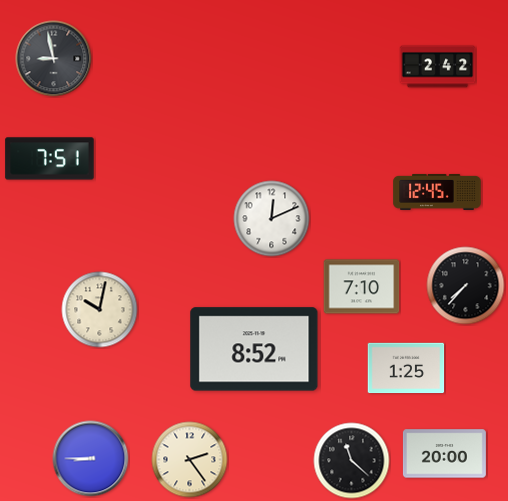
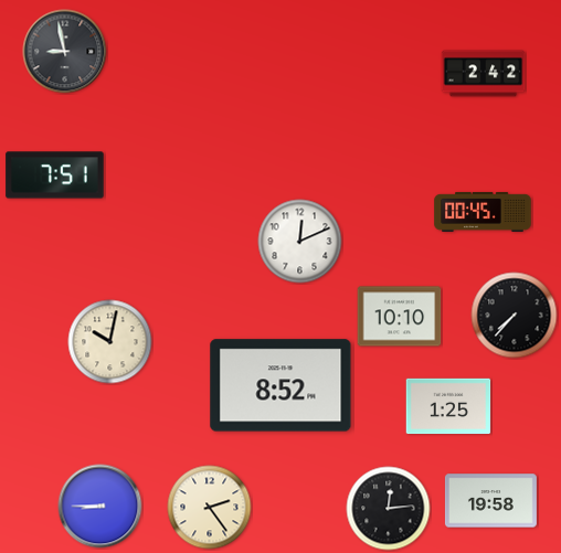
clock at (54, 59) position: (54, 59) -> (65, 52)
clock at (437, 192): 12:45 -> 00:45
clock at (362, 287): 7:10 -> 10:10
clock at (444, 454): 20:00 -> 19:58
clock at (352, 461): 11:22 -> 12:14
